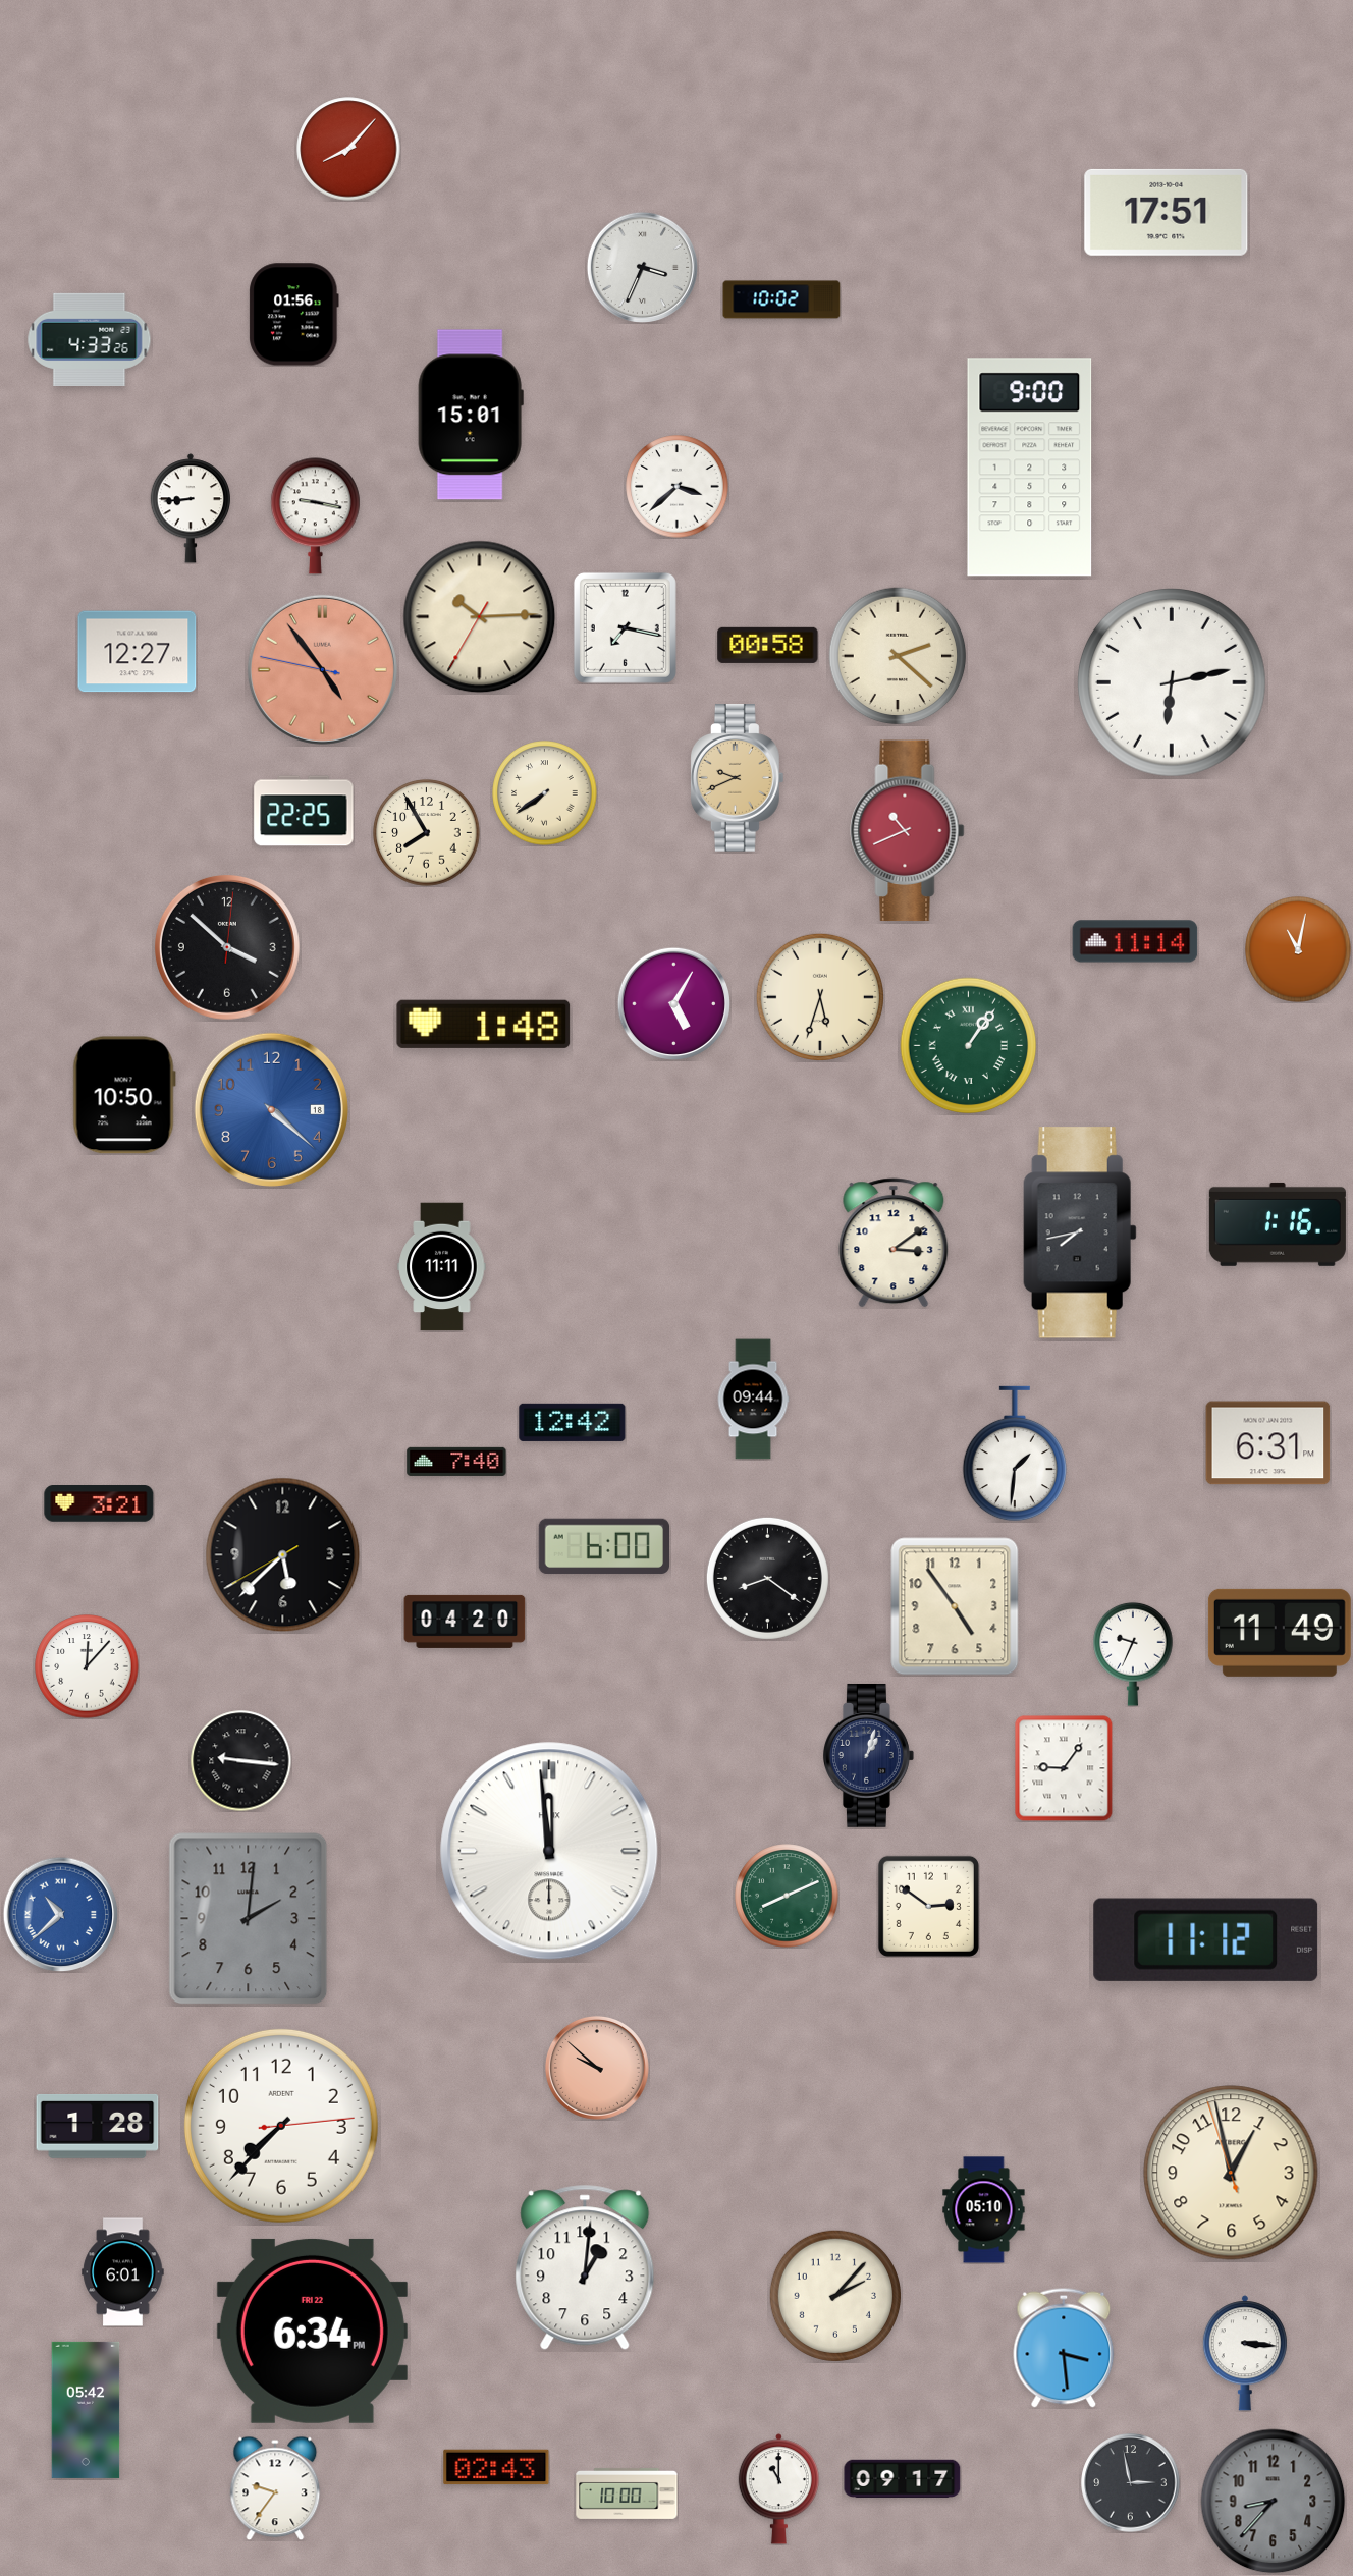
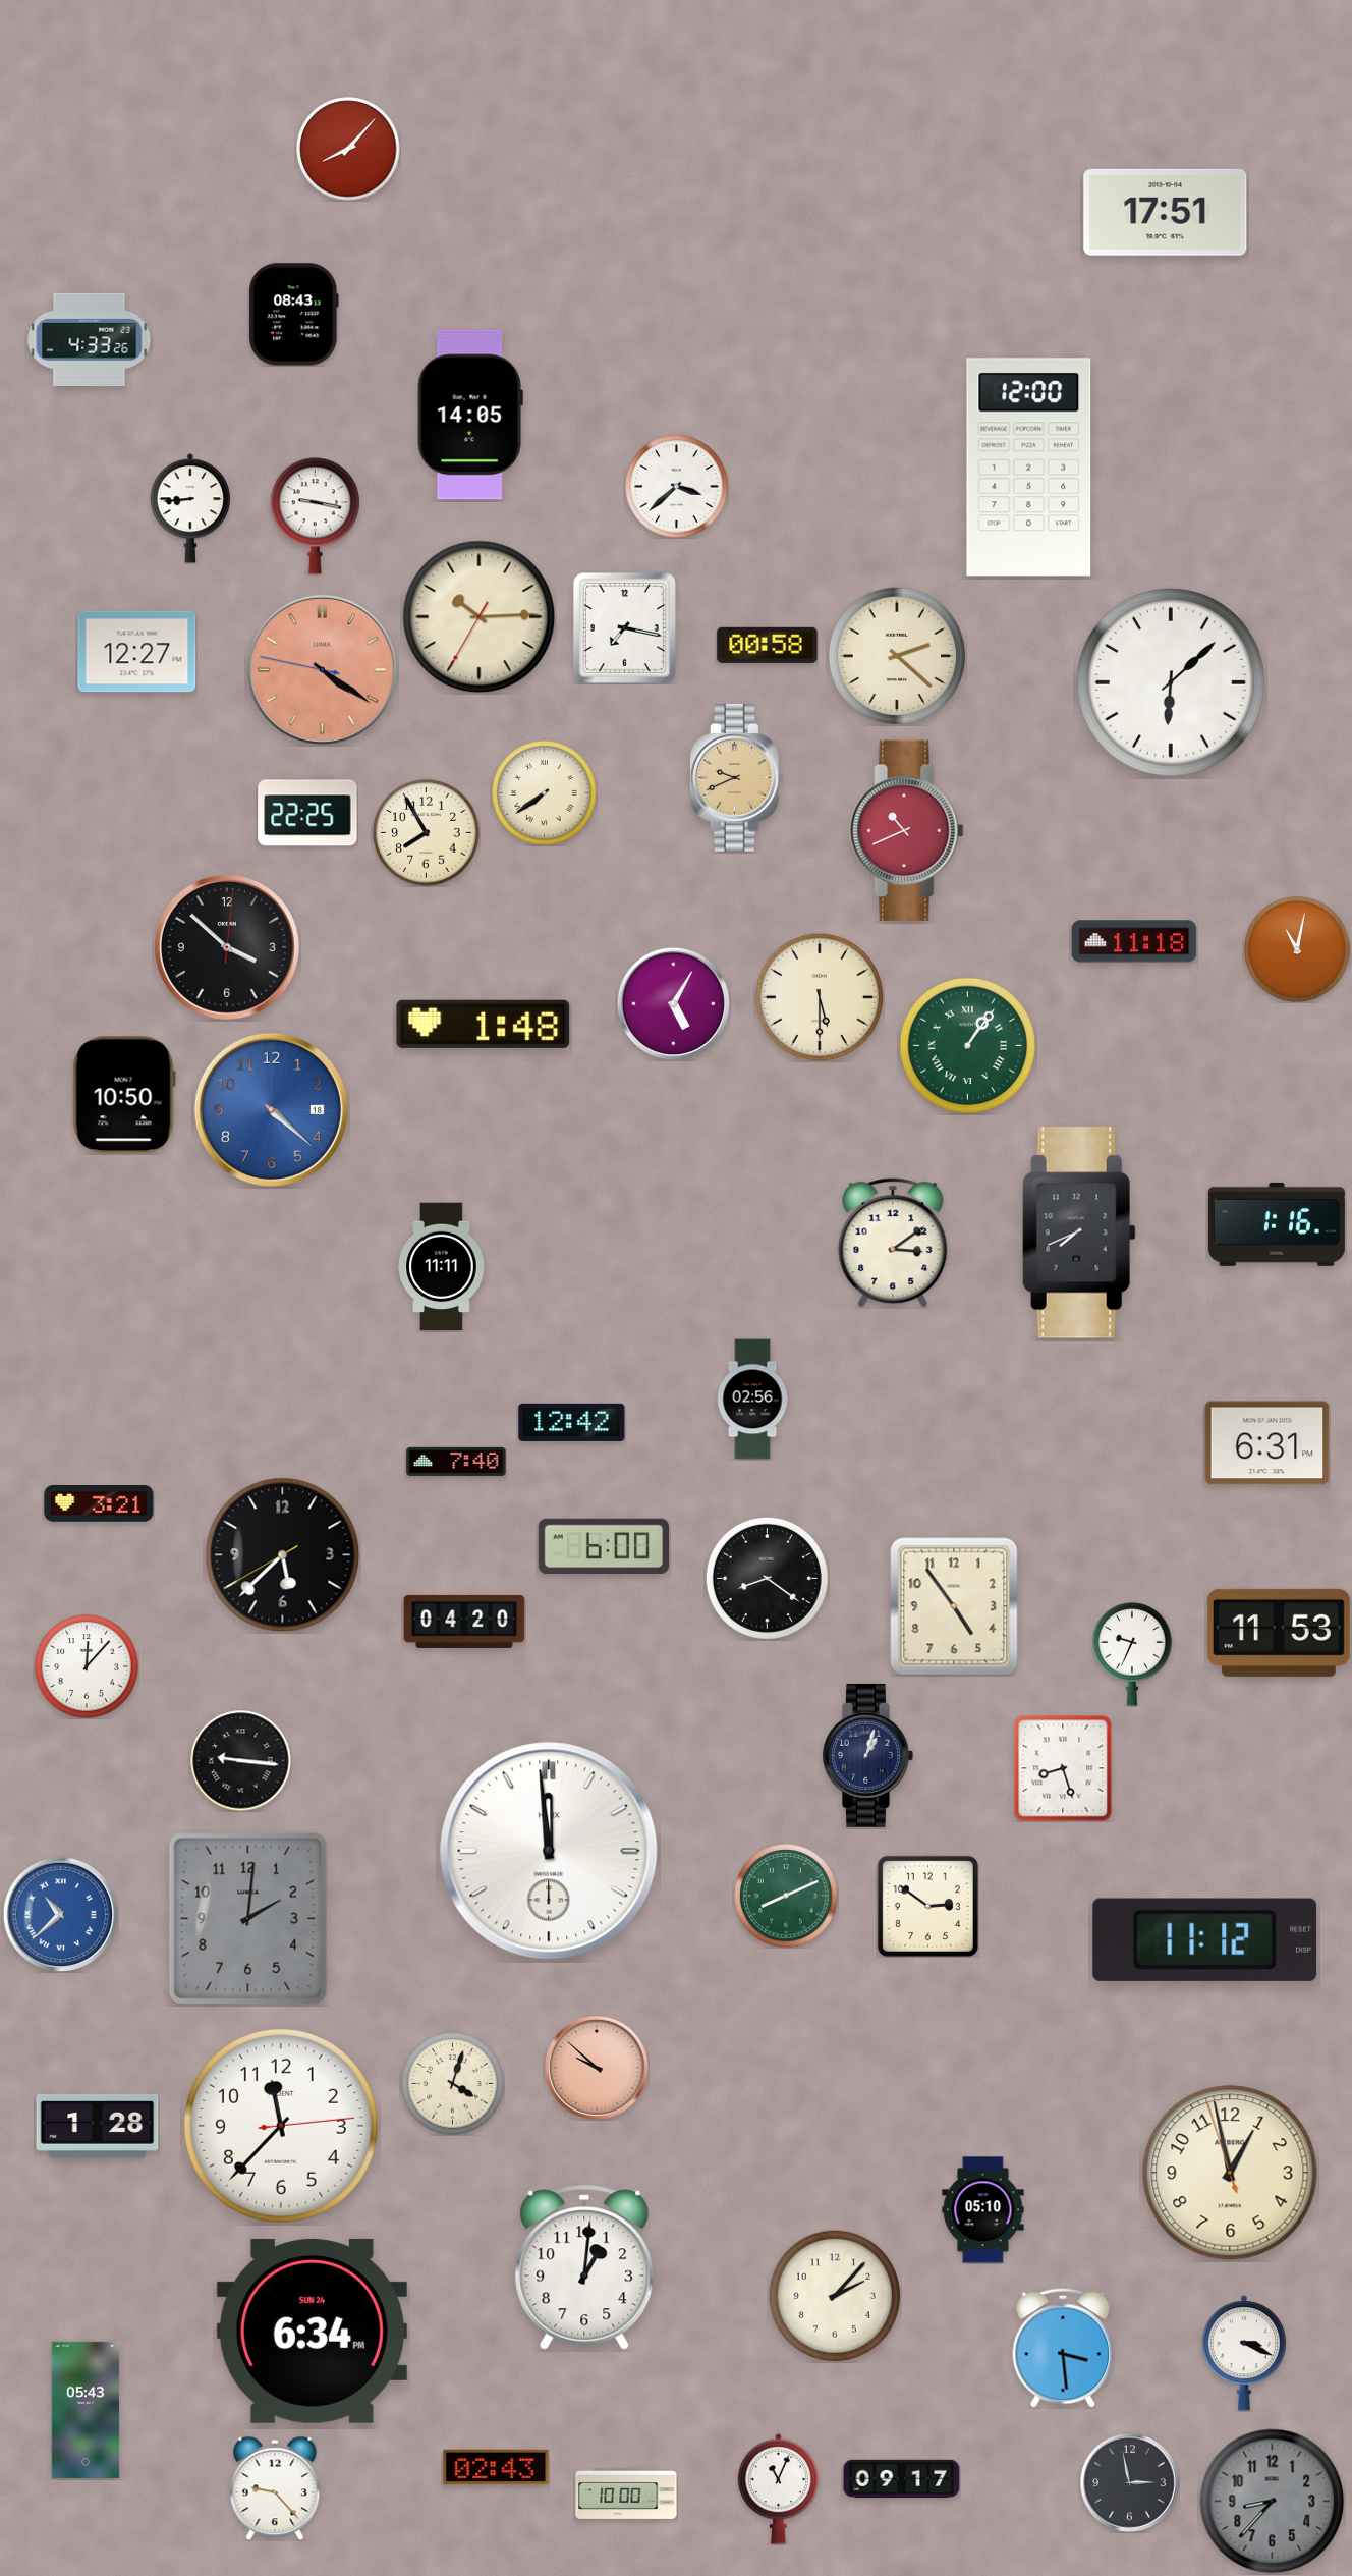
clock at (642, 267): 3:34 -> none
clock at (781, 299): 10:02 -> none
clock at (294, 315): 01:56 -> 08:43
clock at (471, 415): 15:01 -> 14:05
clock at (1030, 468): 9:00 -> 12:00
clock at (322, 669): 4:53 -> 4:20
clock at (1172, 682): 6:13 -> 6:08
clock at (304, 811) position: (304, 811) -> (307, 811)
clock at (1135, 941): 11:14 -> 11:18
clock at (820, 997): 5:33 -> 5:30
clock at (1080, 1232): 7:43 -> 7:41
clock at (753, 1400): 09:44 -> 02:56
clock at (1014, 1454): 1:31 -> none
clock at (1280, 1633): 11:49 -> 11:53
clock at (1064, 1768): 9:06 -> 8:27
clock at (453, 2084): none -> 4:03
clock at (281, 2126): 7:37 -> 11:37
clock at (123, 2272): 6:01 -> none
clock at (312, 2331) date: FRI 22 -> SUN 24
clock at (1245, 2353): 3:16 -> 3:19
clock at (86, 2410): 05:42 -> 05:43
clock at (275, 2488): 9:36 -> 9:23
clock at (778, 2489): 11:00 -> 11:04
